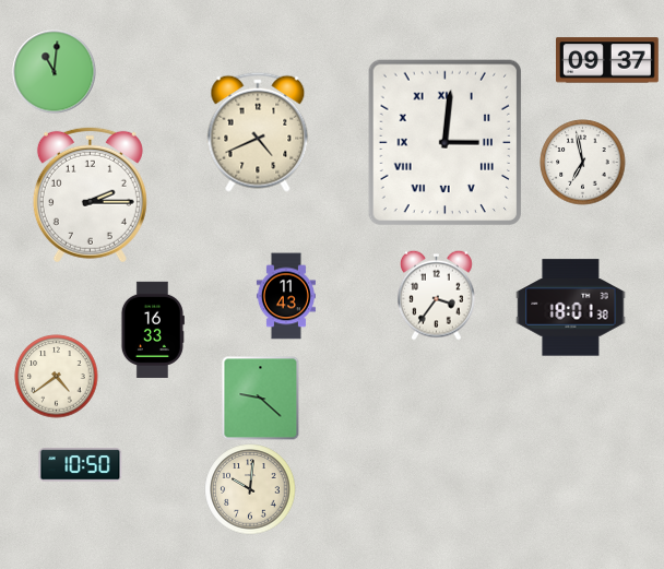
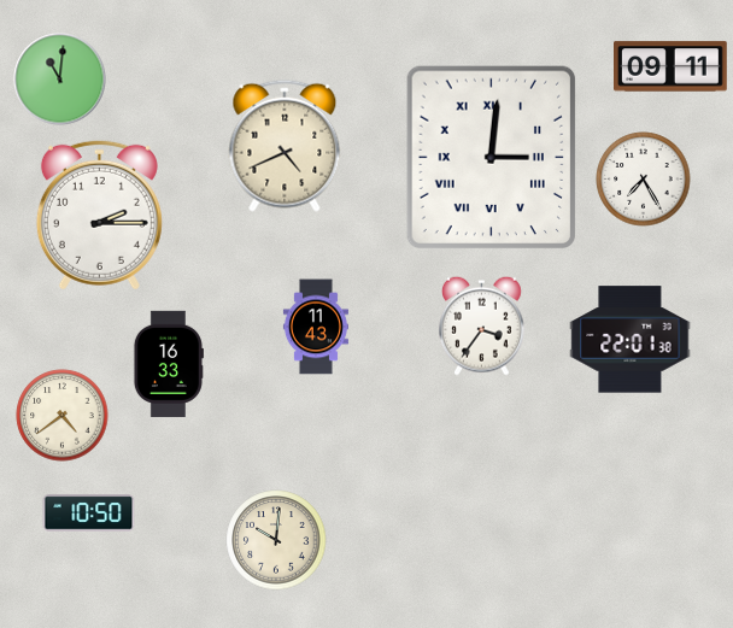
clock at (608, 60): 09:37 -> 09:11
clock at (583, 163): 6:58 -> 7:25
clock at (571, 308): 18:01 -> 22:01
clock at (261, 399): 9:22 -> none
